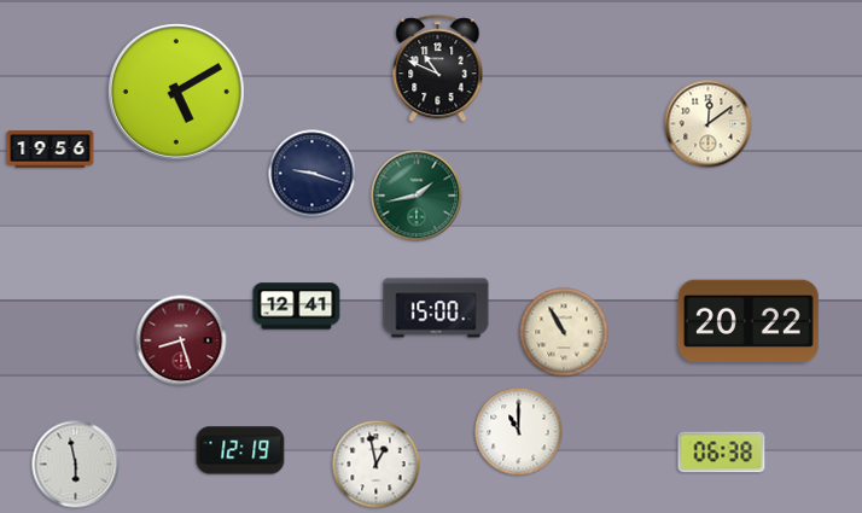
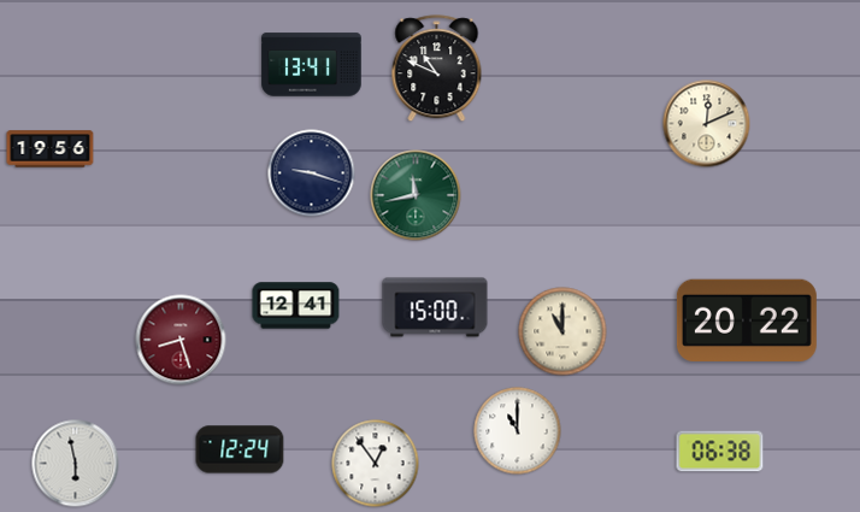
clock at (312, 65): none -> 13:41
clock at (176, 92): 5:10 -> none
clock at (709, 124): 12:09 -> 12:11
clock at (417, 196): 1:43 -> 11:43
clock at (564, 332): 10:55 -> 11:00
clock at (240, 450): 12:19 -> 12:24
clock at (377, 465): 12:58 -> 12:54
